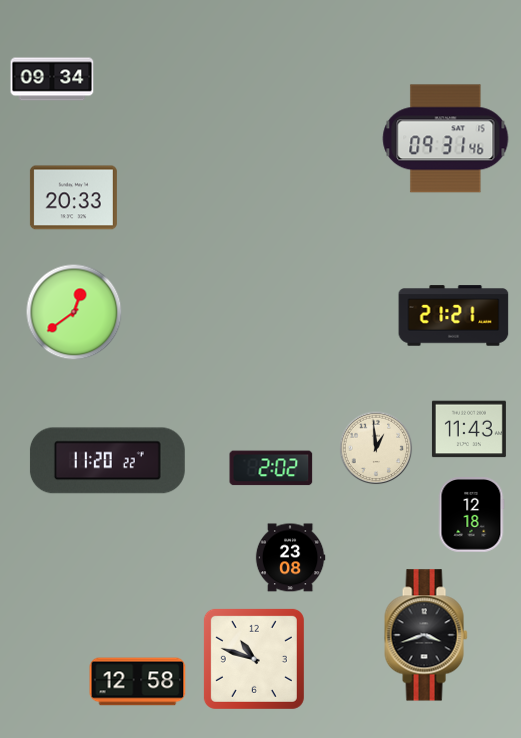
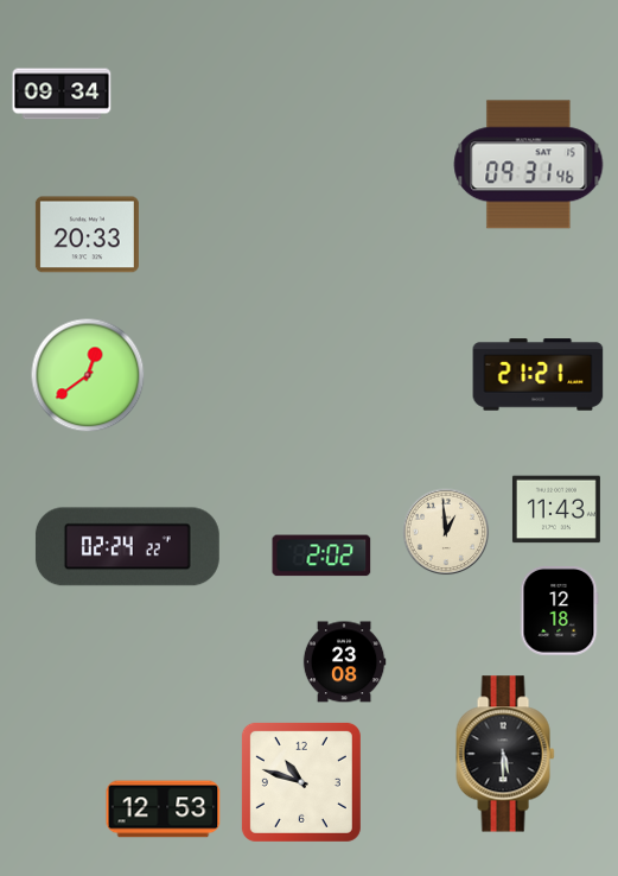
clock at (74, 312) position: (74, 312) -> (88, 375)
clock at (107, 461): 11:20 -> 02:24
clock at (426, 635): 3:42 -> 5:30
clock at (138, 682): 12:58 -> 12:53
